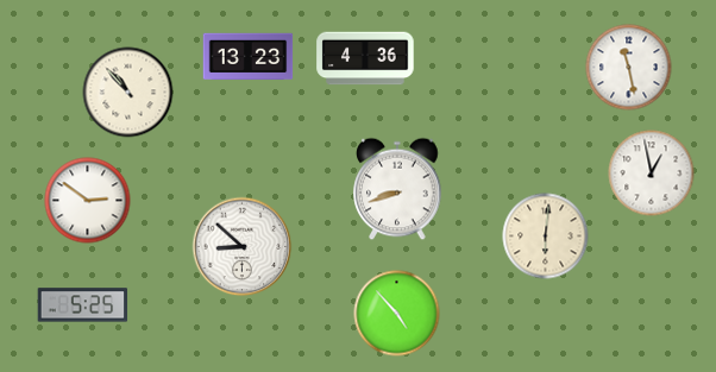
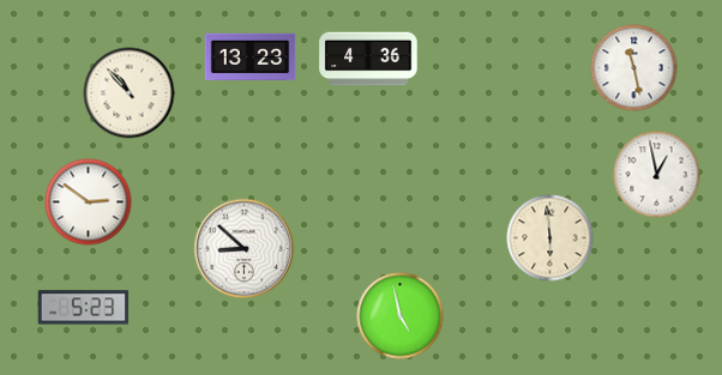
clock at (397, 189): 8:42 -> none
clock at (546, 237): 6:01 -> 5:59
clock at (83, 305): 5:25 -> 5:23
clock at (397, 314): 4:53 -> 4:58
